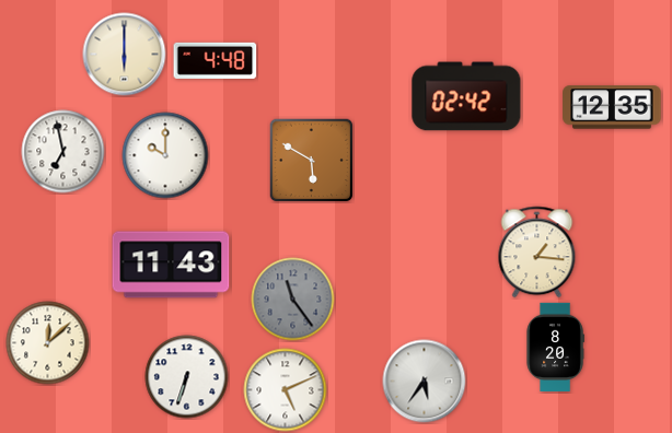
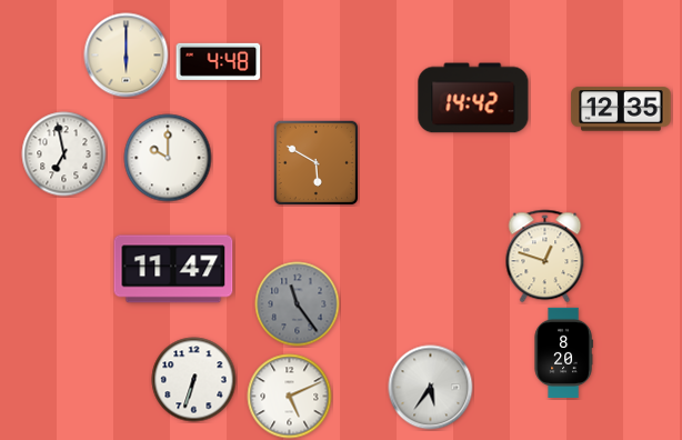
clock at (466, 96): 02:42 -> 14:42
clock at (537, 253): 1:16 -> 12:48
clock at (171, 265): 11:43 -> 11:47
clock at (48, 343): 12:08 -> none
clock at (187, 377) position: (187, 377) -> (194, 380)
